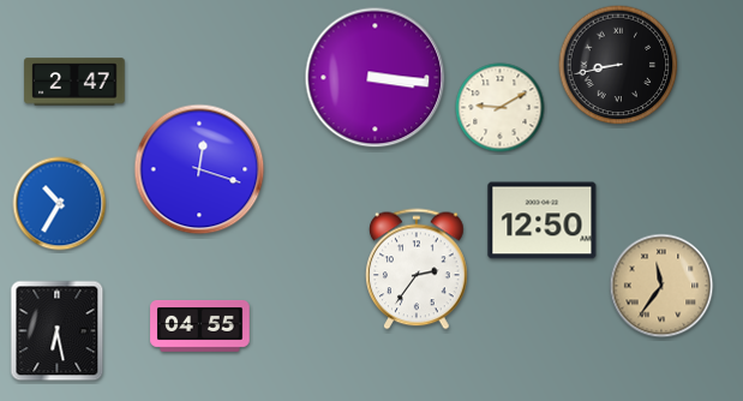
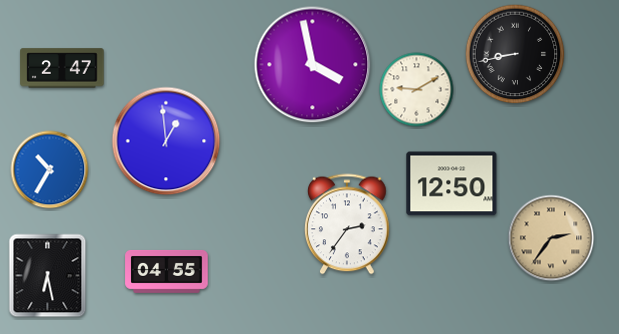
clock at (376, 78): 3:16 -> 3:58
clock at (199, 169): 12:18 -> 12:59
clock at (661, 286): 11:36 -> 2:36
